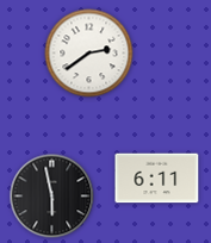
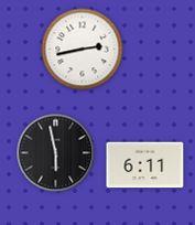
clock at (89, 54): 2:39 -> 2:43
clock at (52, 197) position: (52, 197) -> (56, 153)
